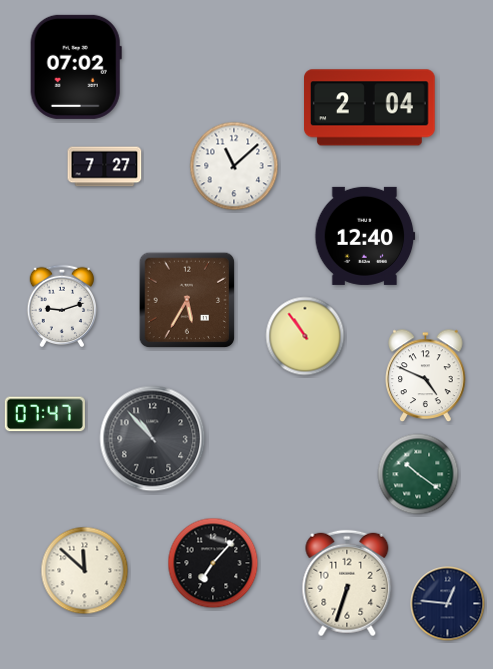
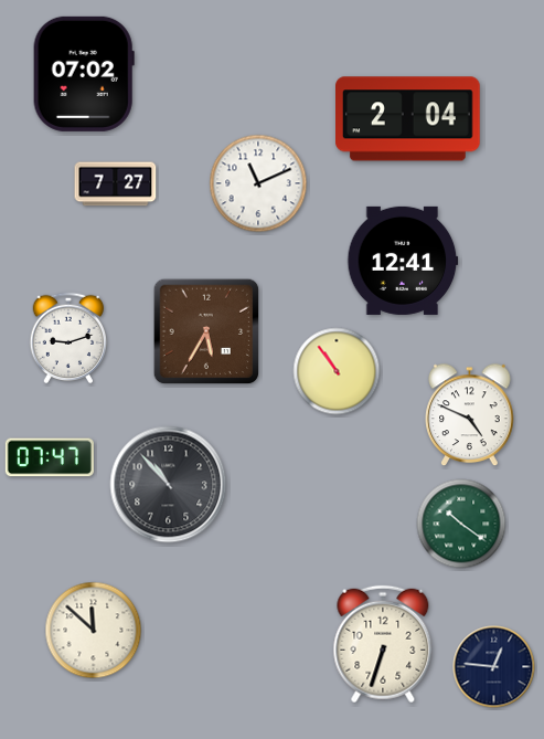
clock at (234, 166): 11:08 -> 11:11
clock at (365, 236): 12:40 -> 12:41
clock at (213, 563): 7:07 -> none
